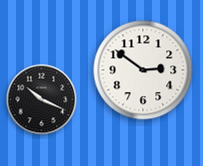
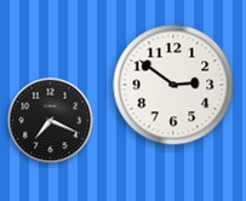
clock at (42, 100): 10:19 -> 7:19
